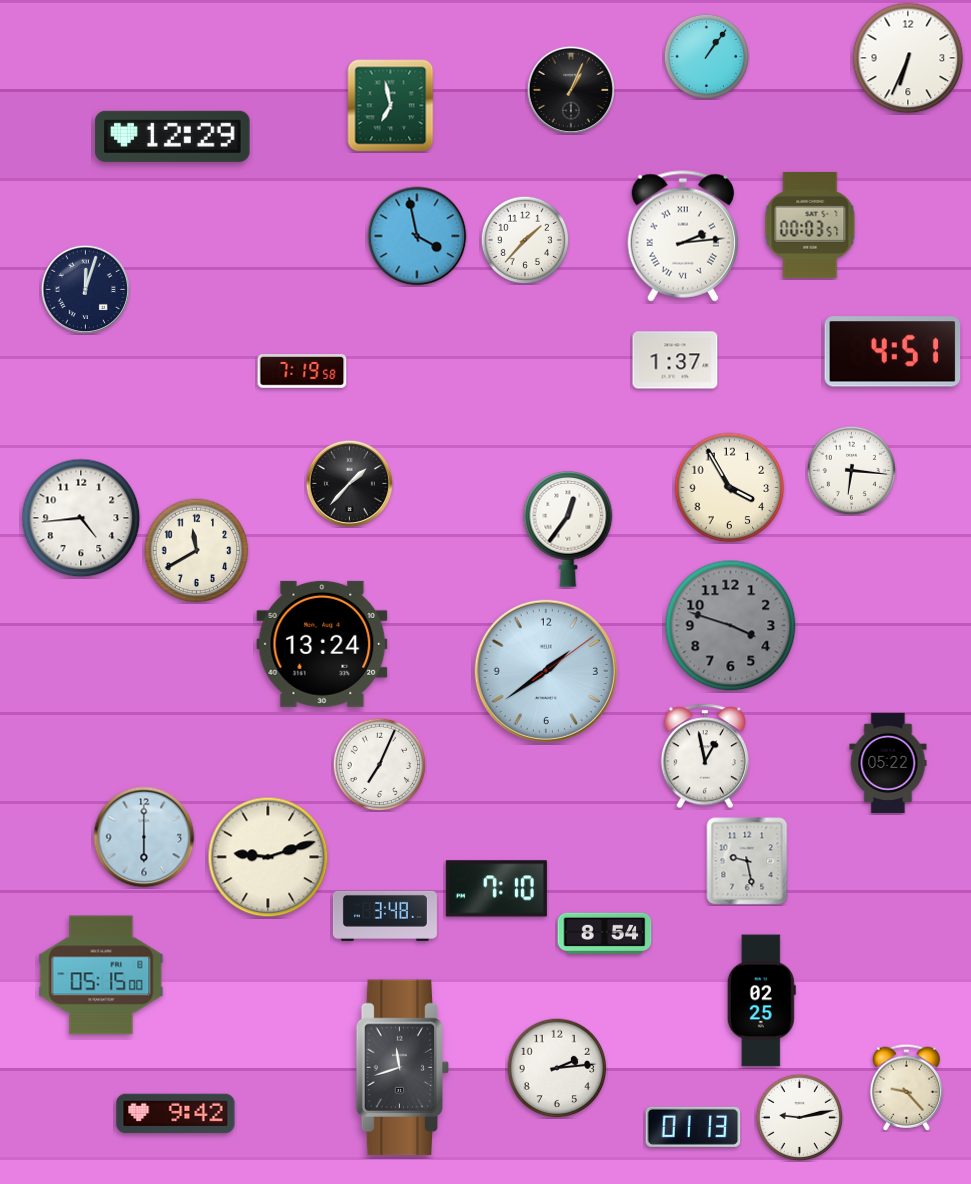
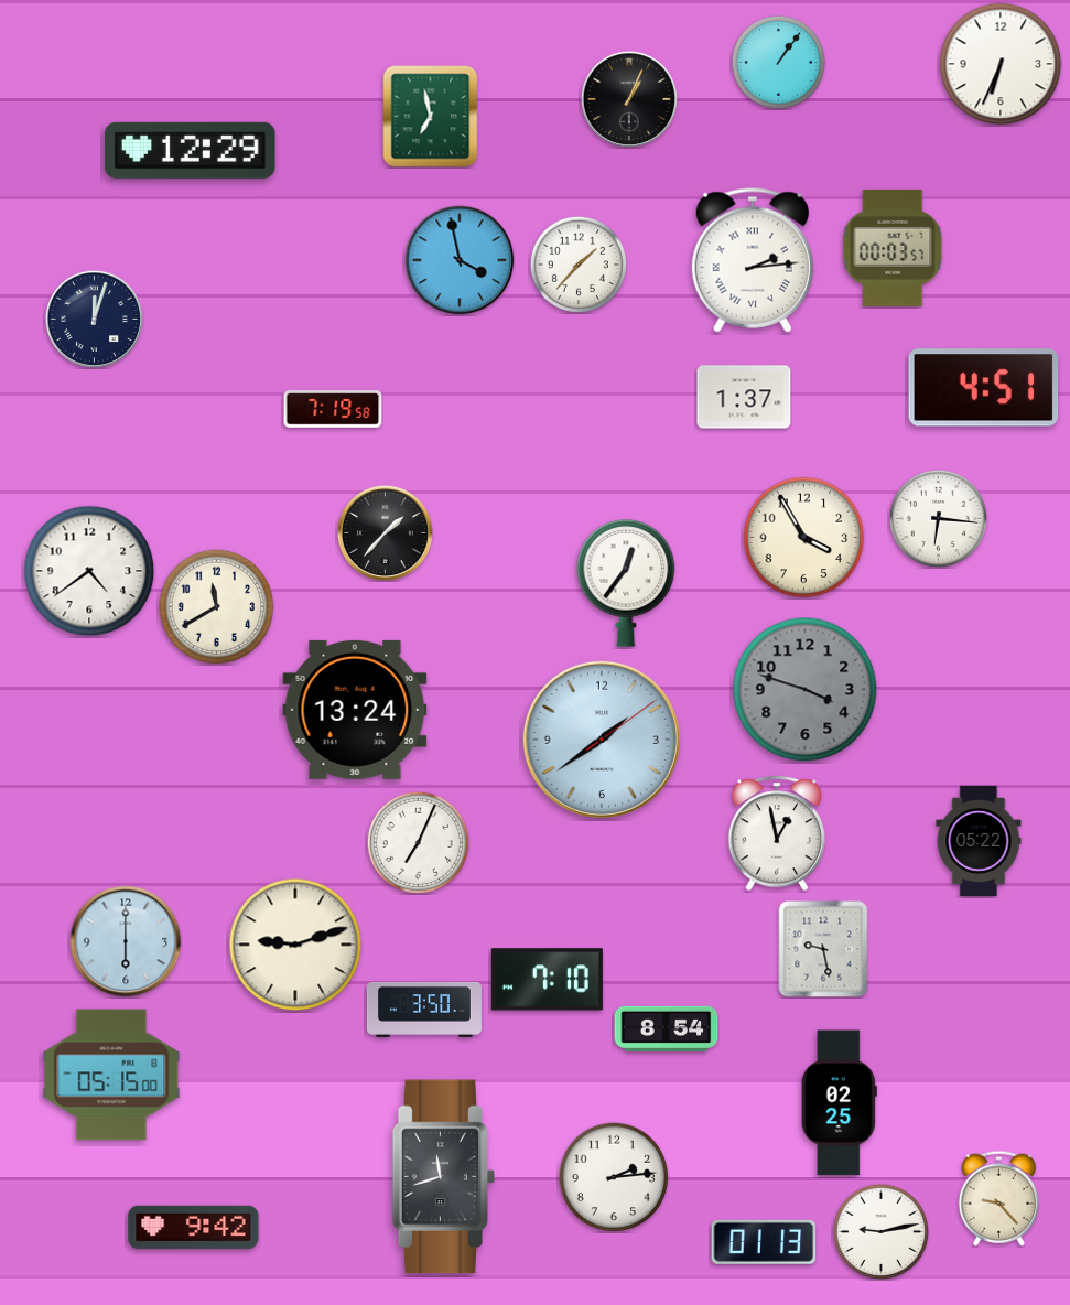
clock at (81, 518): 4:44 -> 4:39
clock at (144, 837) position: (144, 837) -> (126, 941)
clock at (385, 916): 3:48 -> 3:50
